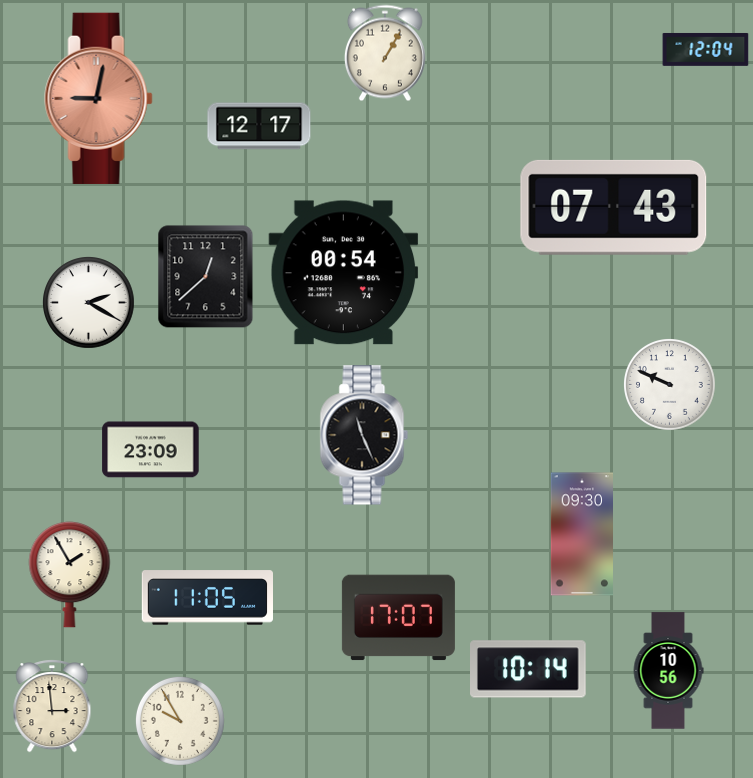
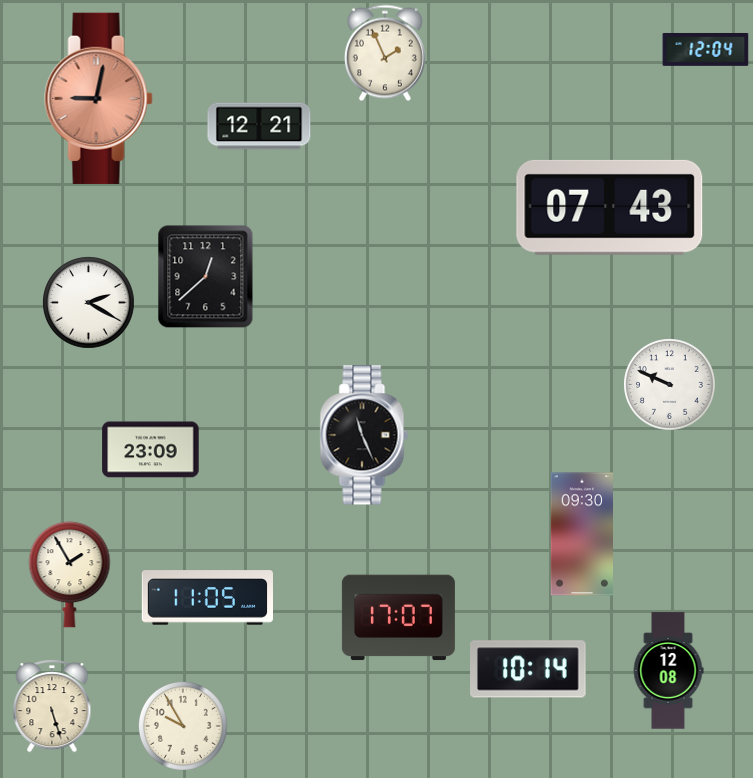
clock at (385, 53): 1:05 -> 1:56
clock at (259, 126): 12:17 -> 12:21
clock at (614, 207) position: (614, 207) -> (610, 207)
clock at (344, 273): 00:54 -> none
clock at (668, 671): 10:56 -> 12:08
clock at (52, 707): 2:59 -> 5:27
clock at (180, 721) position: (180, 721) -> (183, 726)
